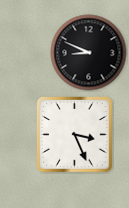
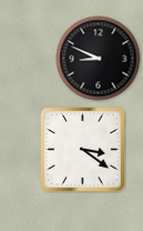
clock at (75, 135): 3:26 -> 3:21
